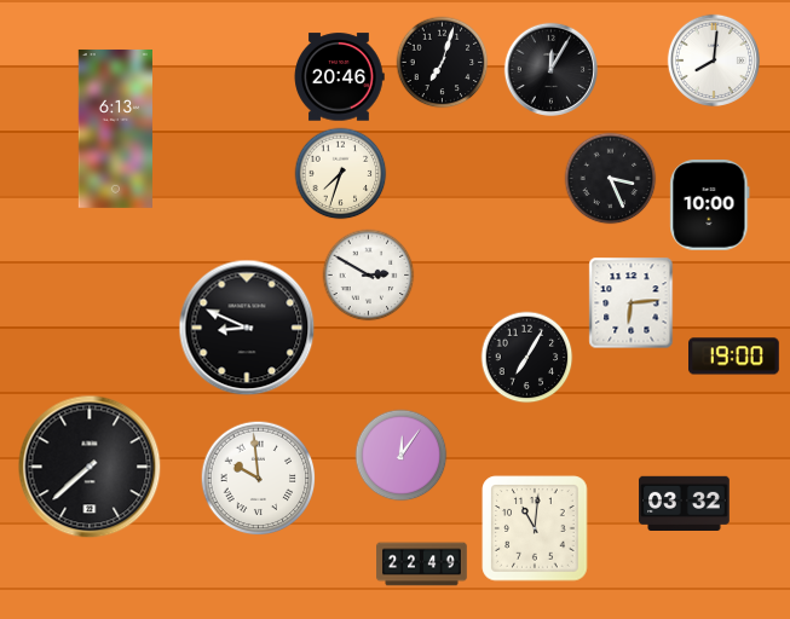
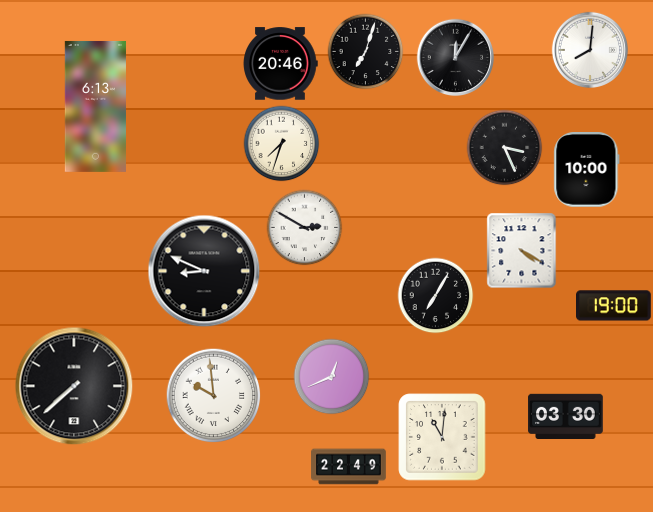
clock at (632, 303): 6:14 -> 4:20
clock at (734, 357) position: (734, 357) -> (614, 306)
clock at (402, 456): 12:06 -> 12:41
clock at (685, 504): 03:32 -> 03:30
